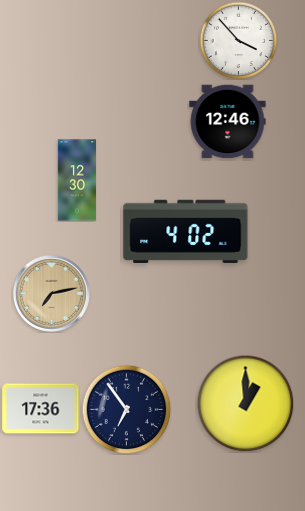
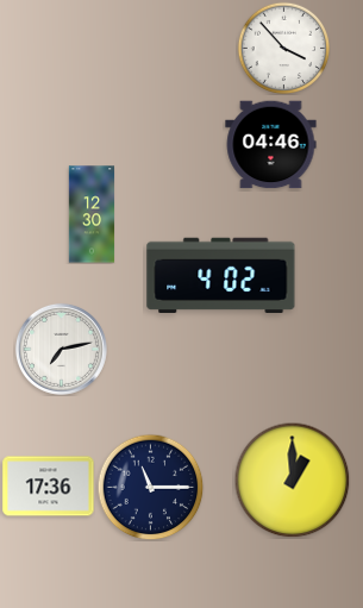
clock at (228, 122): 12:46 -> 04:46
clock at (51, 293) dial: champagne -> white
clock at (126, 409): 6:54 -> 11:15
